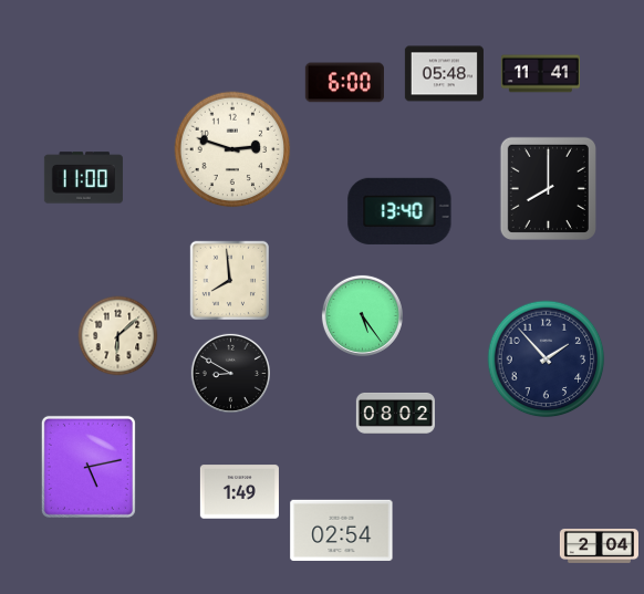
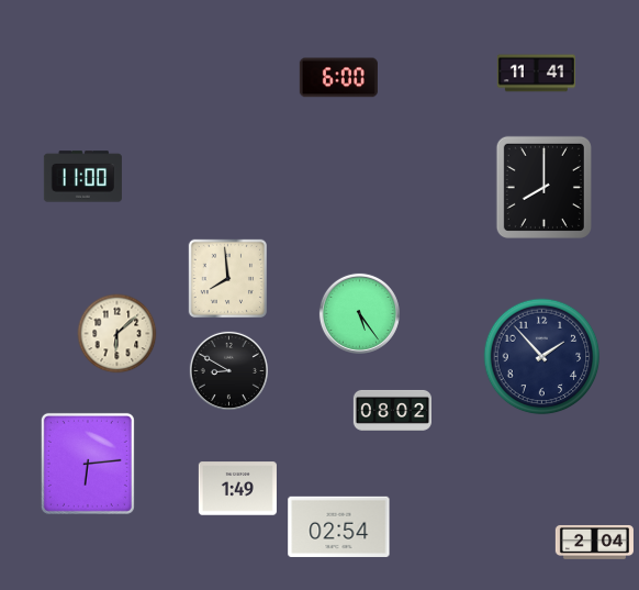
clock at (444, 74): 05:48 -> none
clock at (344, 83) position: (344, 83) -> (338, 78)
clock at (232, 149): 2:48 -> none
clock at (399, 211): 13:40 -> none
clock at (89, 467): 5:13 -> 6:14
